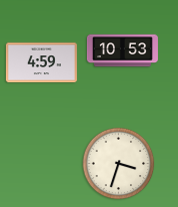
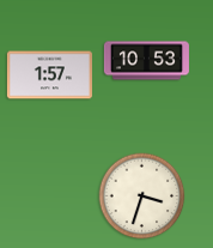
clock at (41, 63): 4:59 -> 1:57
